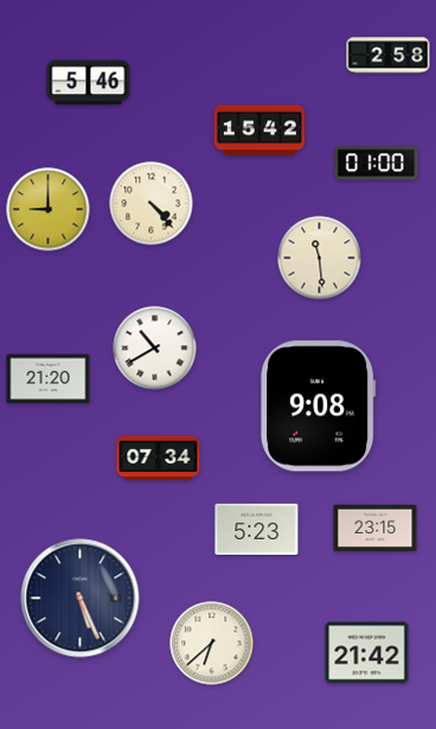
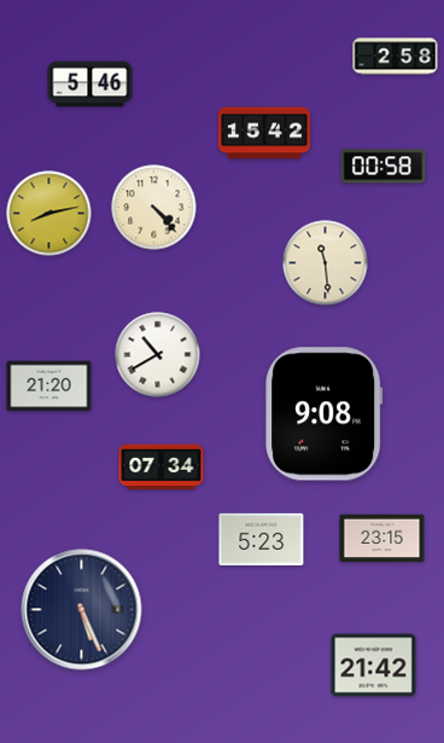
clock at (377, 164): 01:00 -> 00:58
clock at (49, 210): 9:00 -> 8:13
clock at (212, 644): 6:38 -> none
